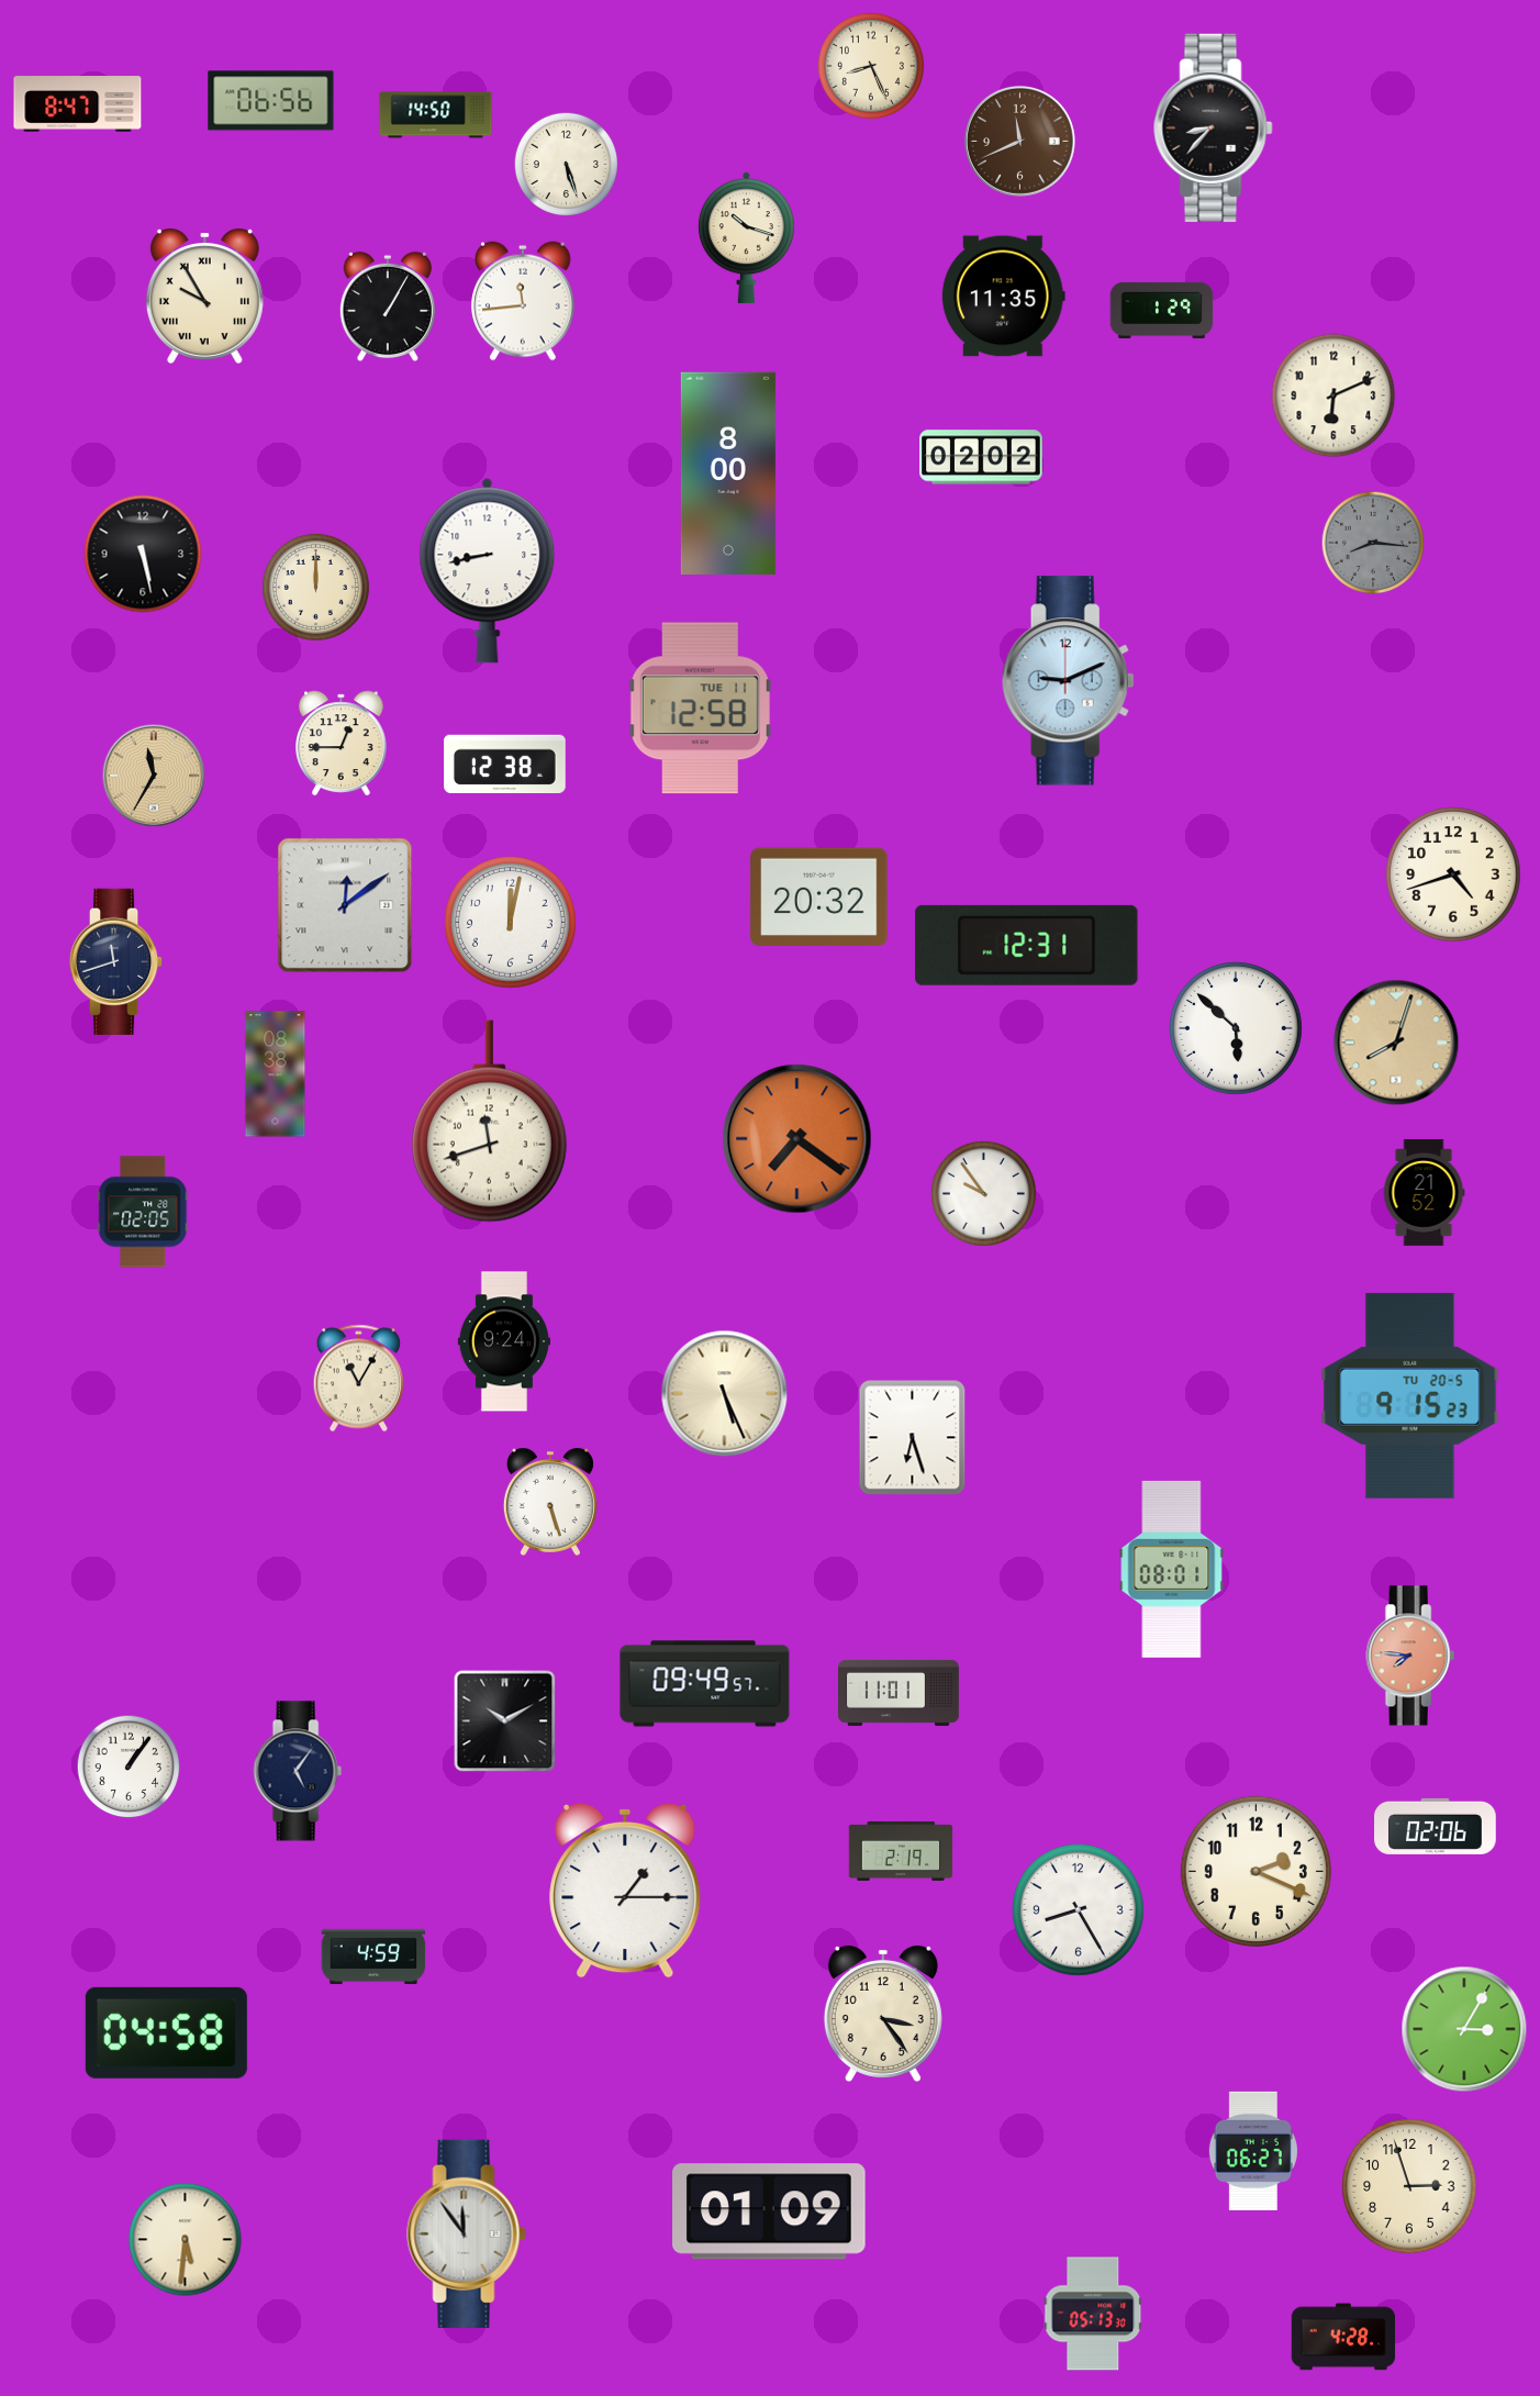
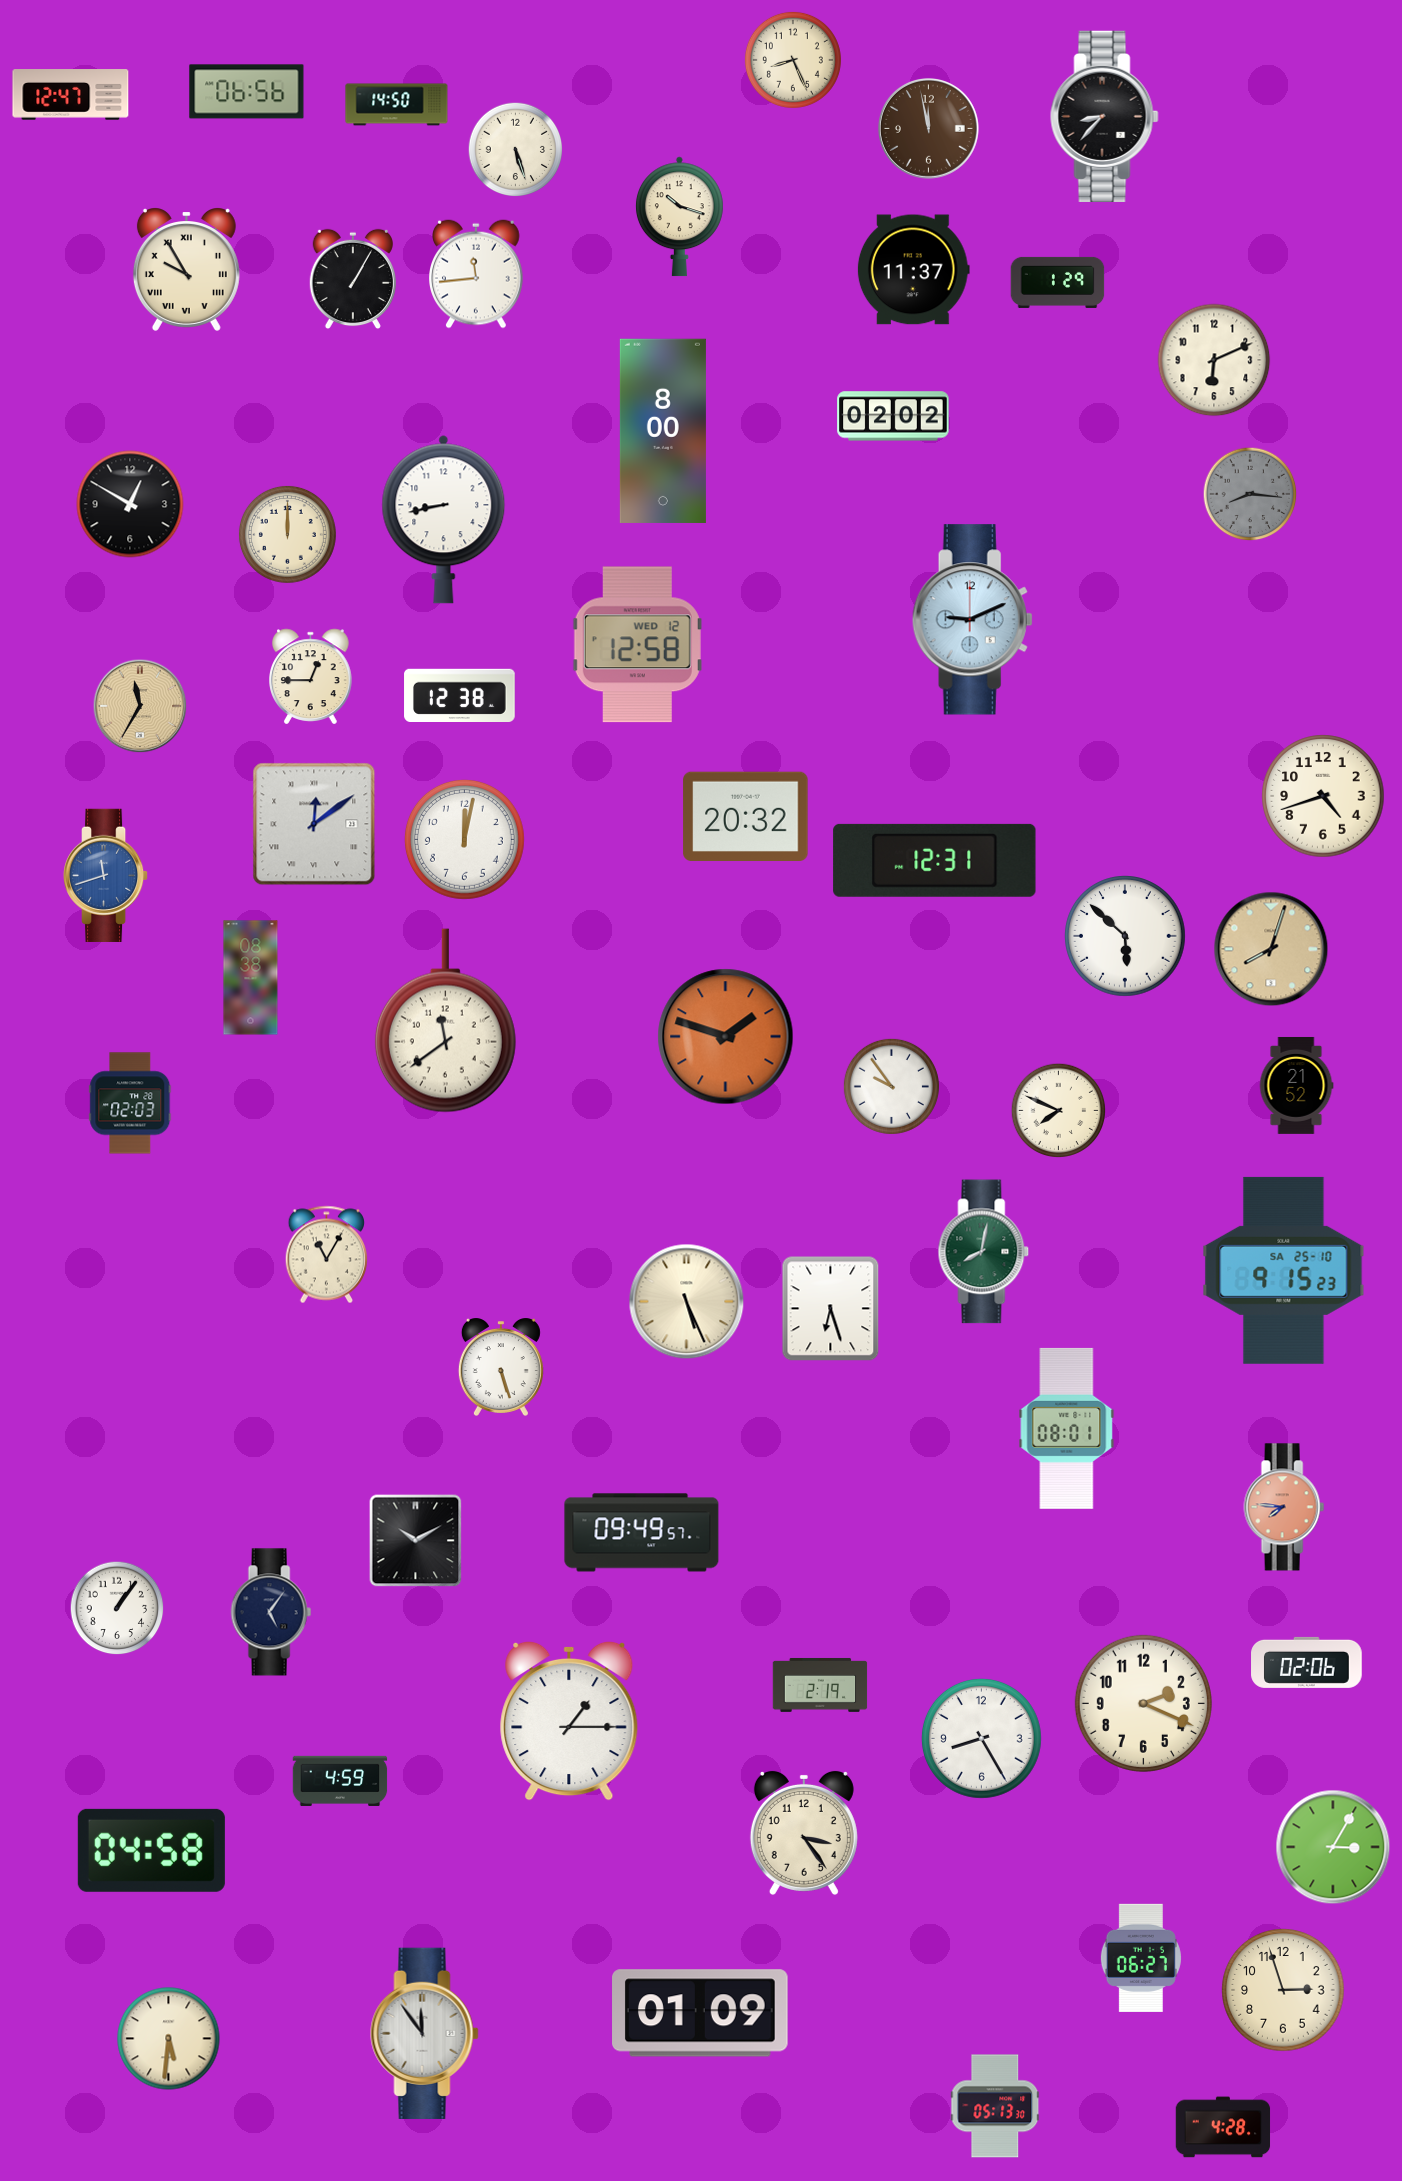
clock at (78, 104): 8:47 -> 12:47
clock at (1019, 141): 11:41 -> 11:58
clock at (1003, 297): 11:35 -> 11:37
clock at (143, 554): 5:28 -> 12:50
clock at (700, 709) date: TUE 11 -> WED 12
clock at (116, 961) dial: navy -> blue
clock at (489, 1122): 11:42 -> 11:39
clock at (797, 1139): 7:21 -> 1:48
clock at (983, 1193) position: (983, 1193) -> (891, 1086)
clock at (143, 1212): 02:05 -> 02:03
clock at (1059, 1111): none -> 7:49
clock at (504, 1341): 9:24 -> none
clock at (984, 1252): none -> 8:02
clock at (725, 1394) position: (725, 1394) -> (687, 1302)
clock at (1410, 1395) date: TU 20-5 -> SA 25-10
clock at (900, 1693): 11:01 -> none
clock at (505, 1721) position: (505, 1721) -> (416, 1541)
